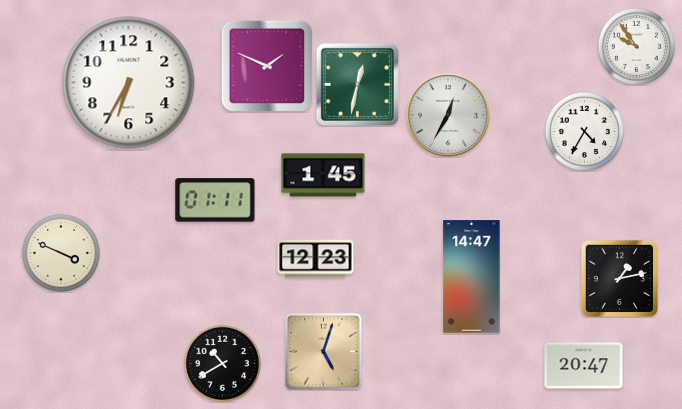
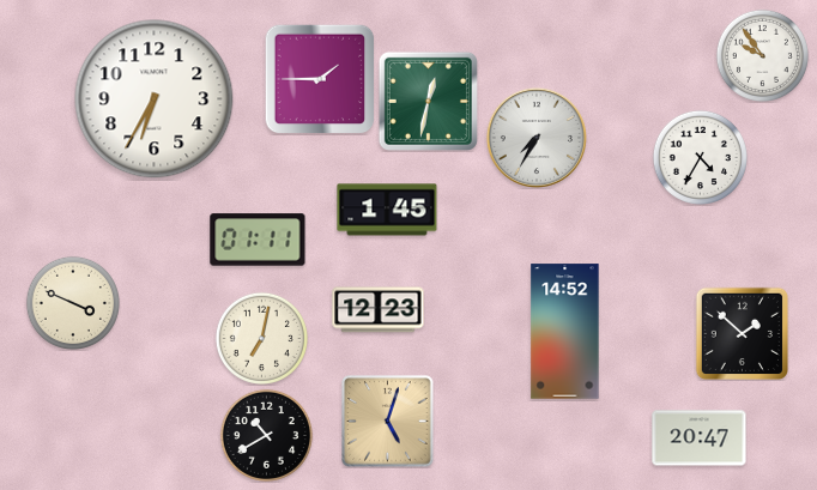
clock at (267, 66): 1:49 -> 1:45
clock at (448, 115): 12:35 -> 7:35
clock at (472, 277): 14:47 -> 14:52
clock at (619, 278): 1:13 -> 1:52
clock at (261, 338): none -> 7:02
